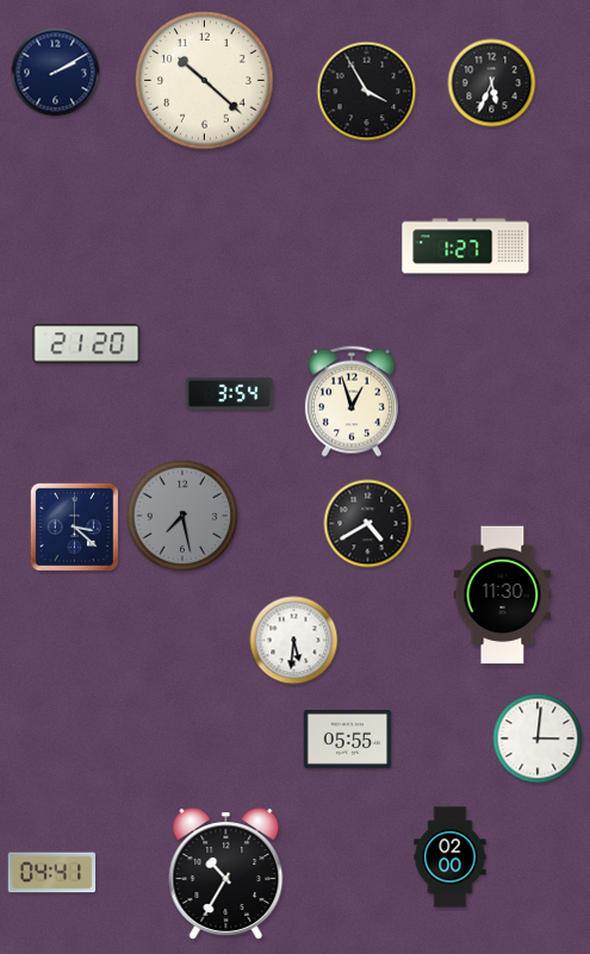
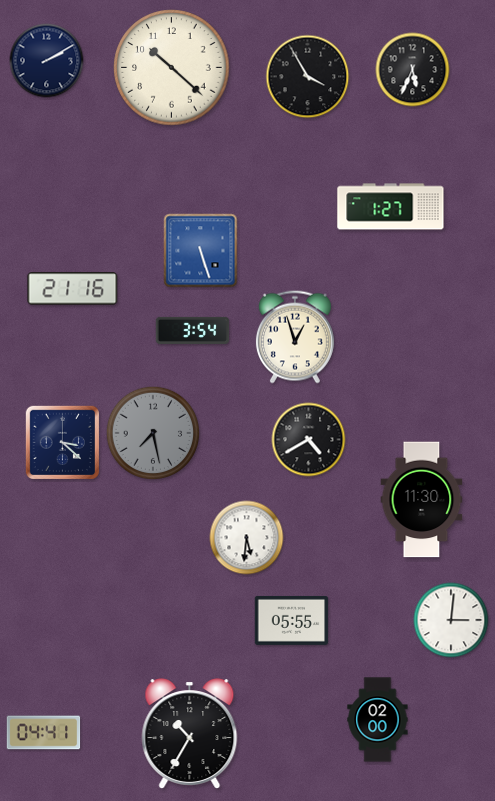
clock at (201, 251): none -> 5:27
clock at (87, 344): 21:20 -> 21:16
